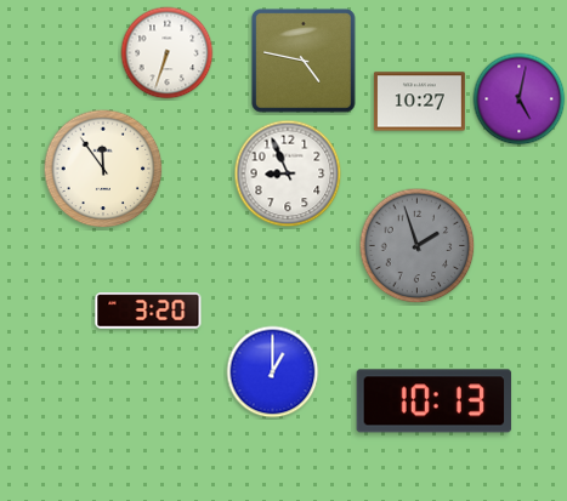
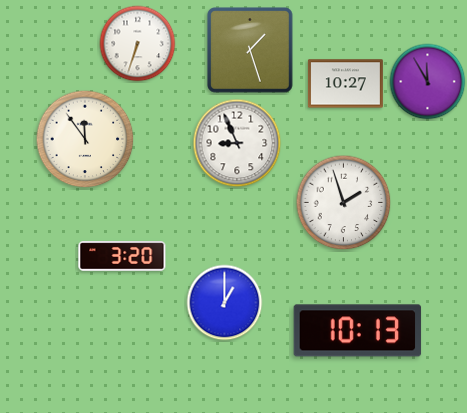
clock at (304, 61): 4:47 -> 1:27
clock at (520, 99): 5:02 -> 11:55
clock at (418, 246) dial: grey -> white
clock at (273, 372) position: (273, 372) -> (225, 303)
